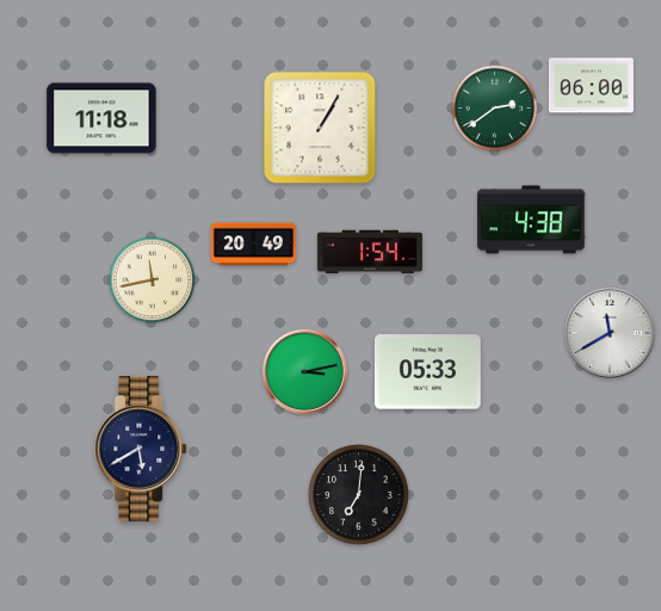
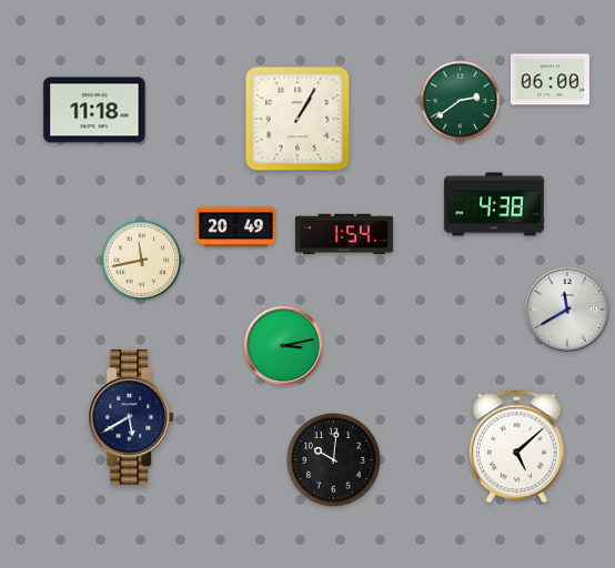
clock at (428, 372): 05:33 -> none
clock at (516, 447): none -> 5:08
clock at (359, 495): 7:01 -> 10:01
